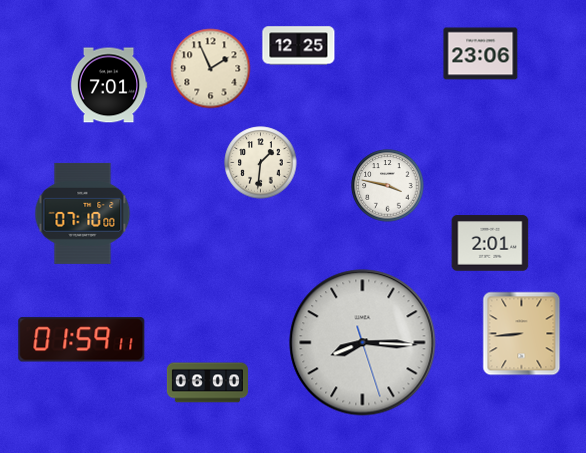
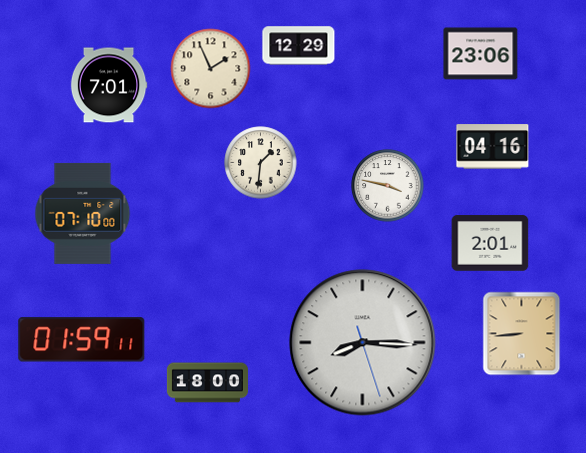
clock at (299, 46): 12:25 -> 12:29
clock at (493, 147): none -> 04:16
clock at (207, 383): 06:00 -> 18:00
